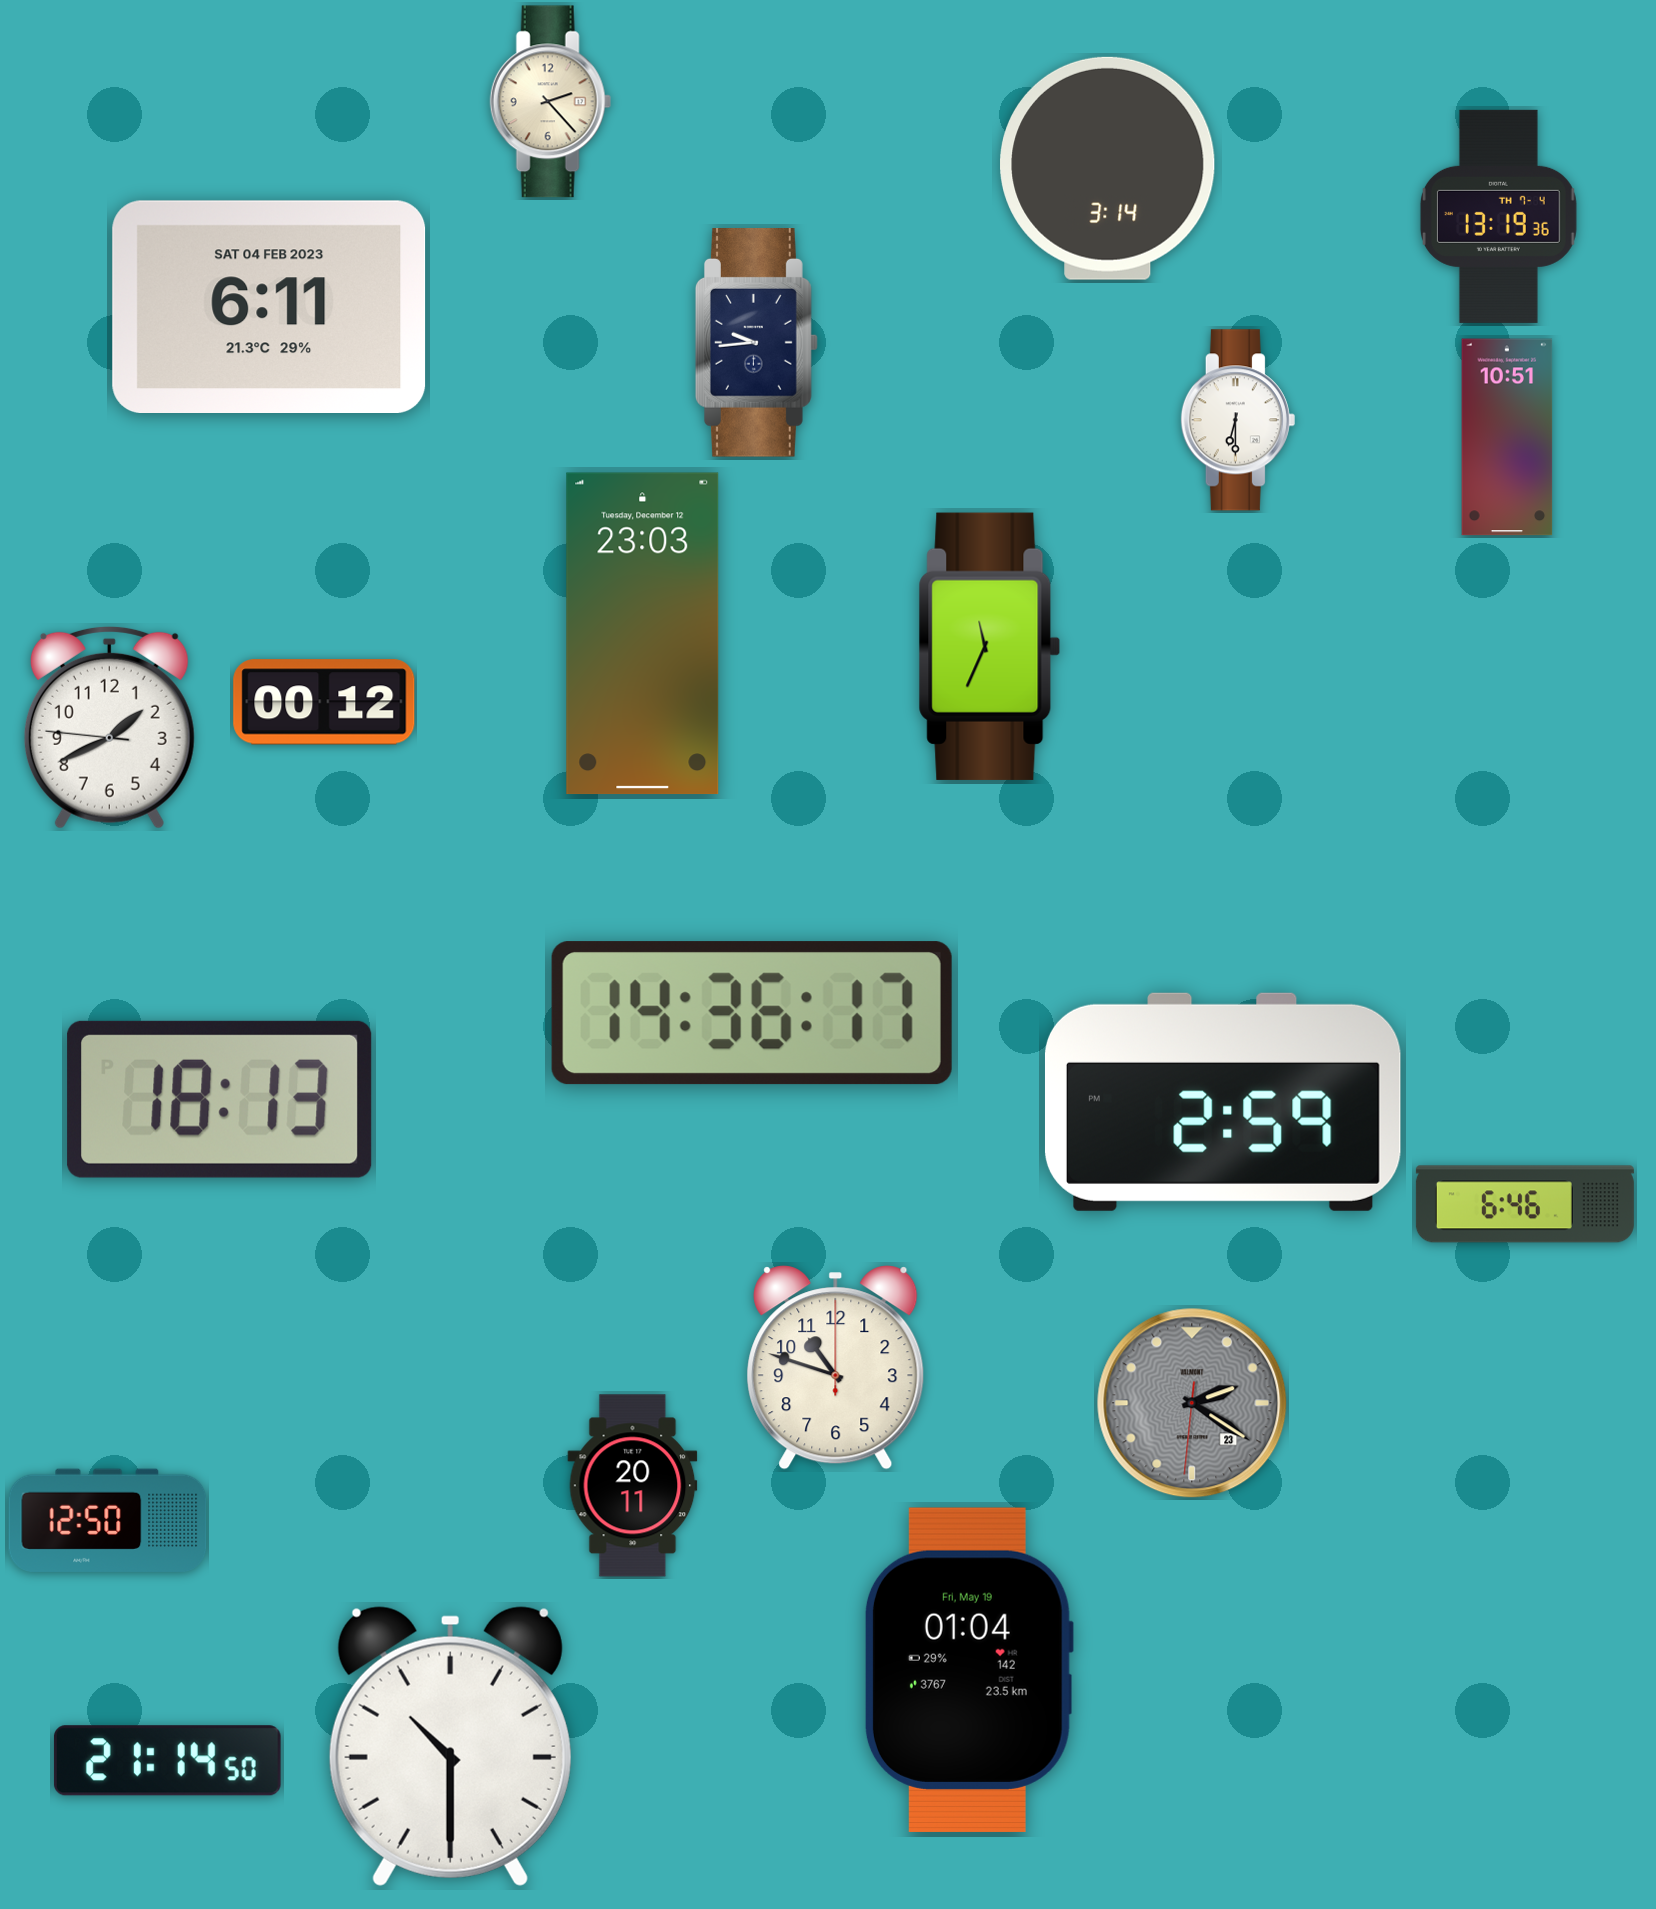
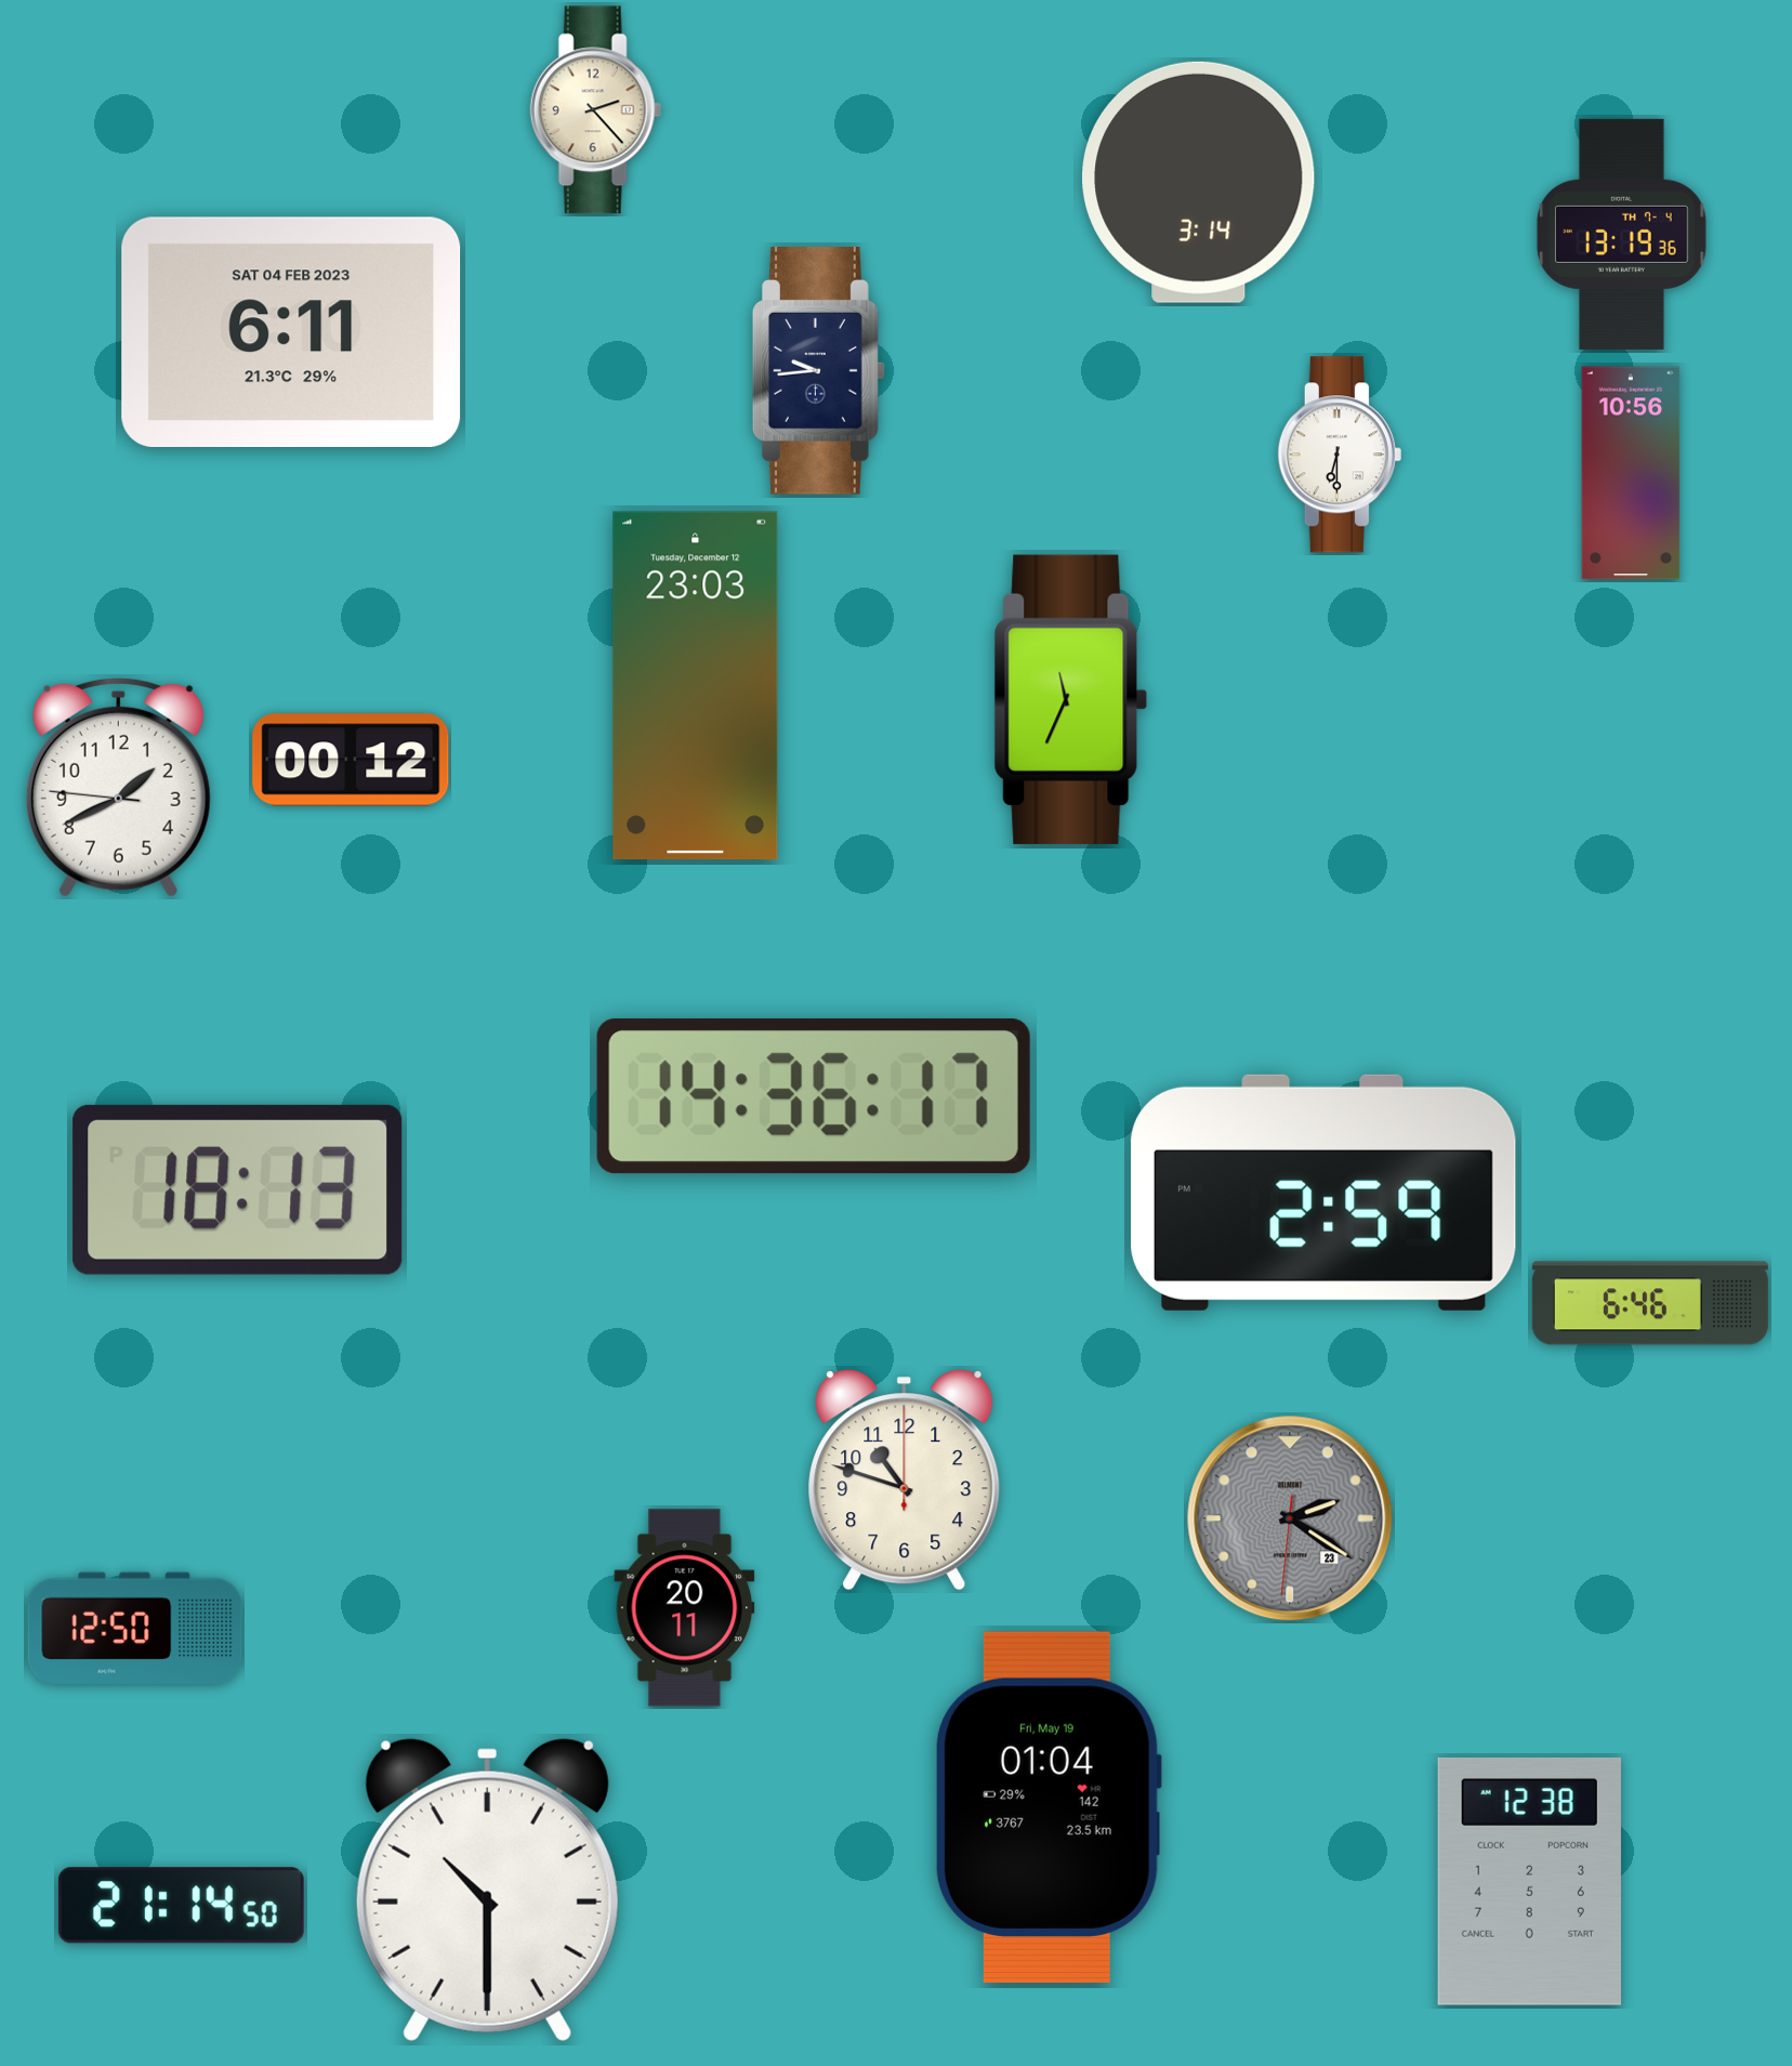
clock at (1507, 437): 10:51 -> 10:56
clock at (108, 1520) position: (108, 1520) -> (135, 1628)
clock at (1529, 1881): none -> 12:38
